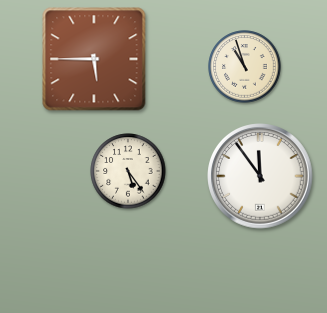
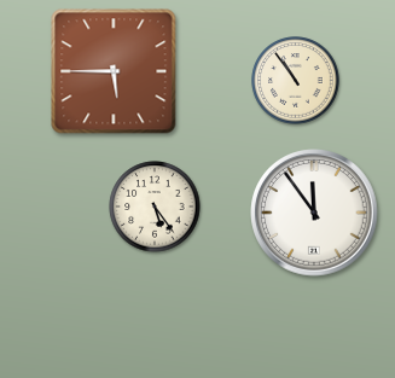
clock at (245, 67): 10:57 -> 10:54
